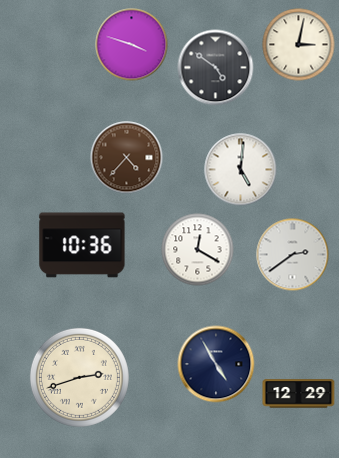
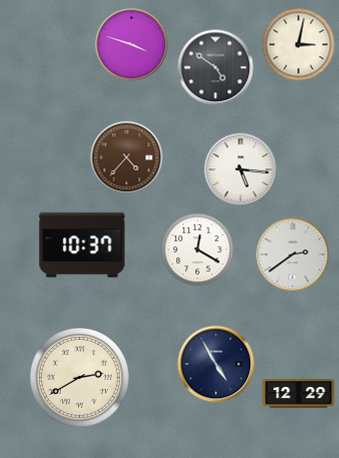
clock at (241, 170): 5:01 -> 5:16
clock at (82, 245): 10:36 -> 10:37
clock at (79, 377): 2:42 -> 2:40
